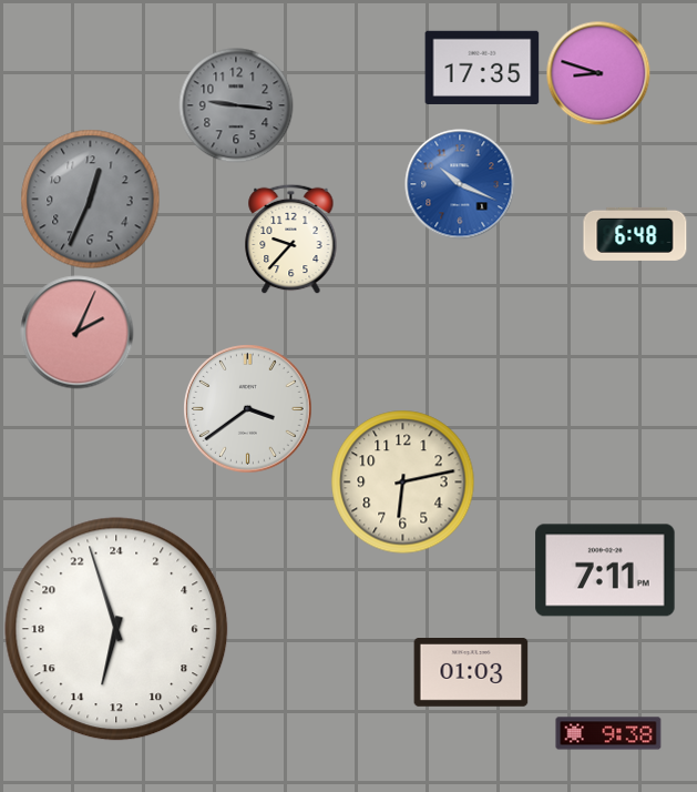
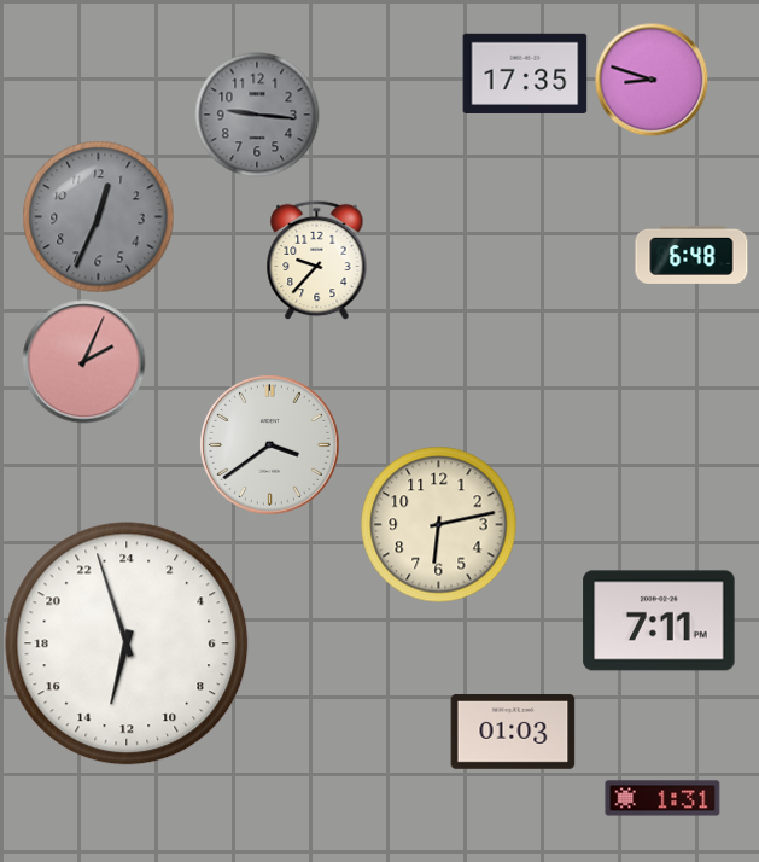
clock at (460, 184): 10:19 -> none
clock at (116, 629) position: (116, 629) -> (127, 643)
clock at (608, 733): 9:38 -> 1:31
